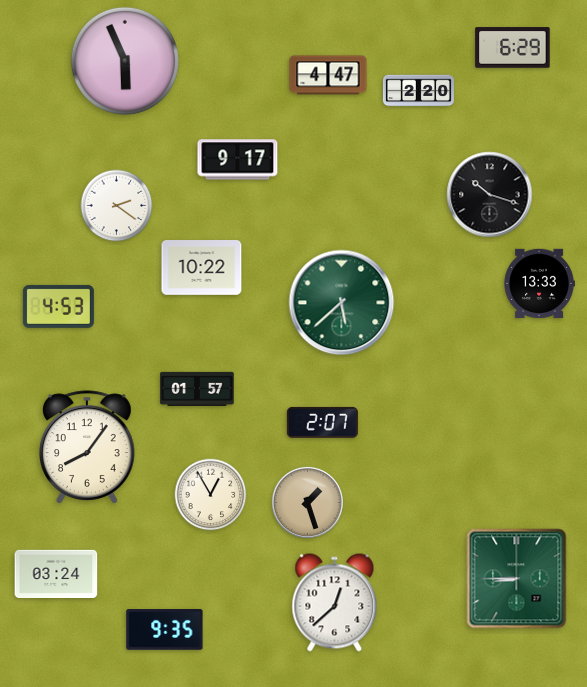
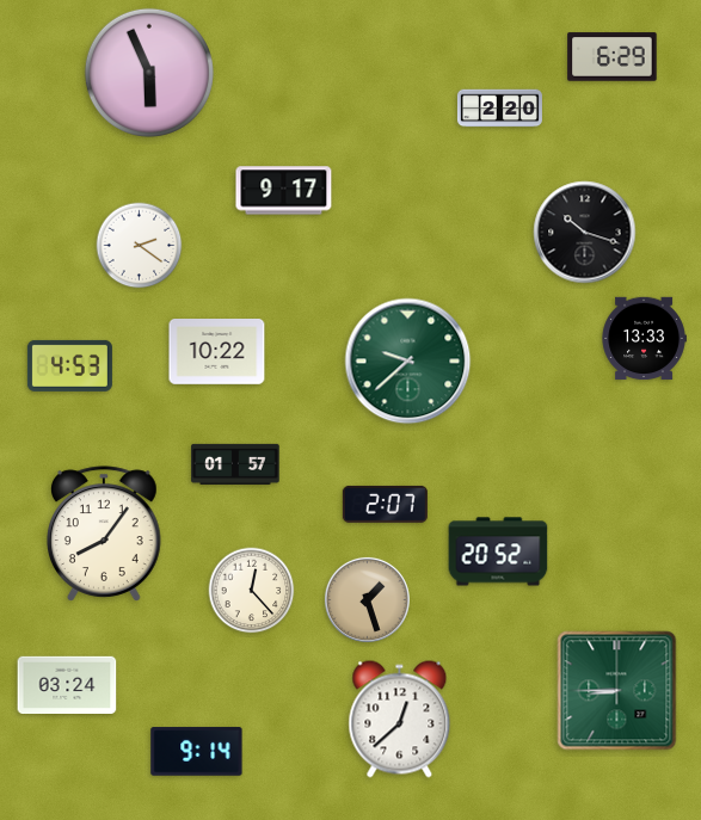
clock at (328, 75): 4:47 -> none
clock at (202, 268) position: (202, 268) -> (217, 352)
clock at (342, 303): 5:38 -> 9:38
clock at (498, 551): none -> 20:52
clock at (211, 495): 12:55 -> 12:23
clock at (165, 630): 9:35 -> 9:14
